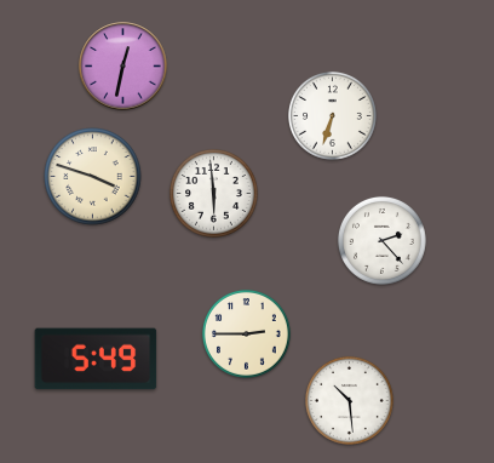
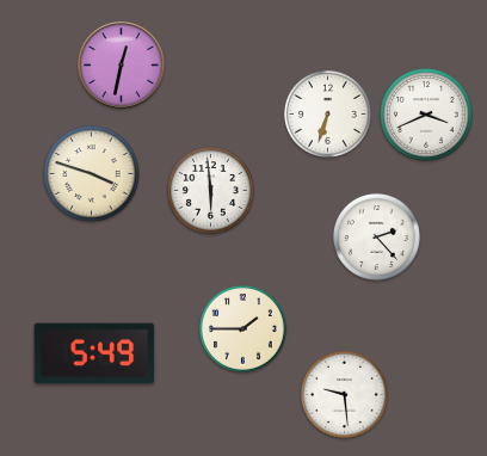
clock at (426, 115): none -> 3:41
clock at (246, 333): 2:45 -> 1:45
clock at (349, 400): 10:29 -> 9:29
